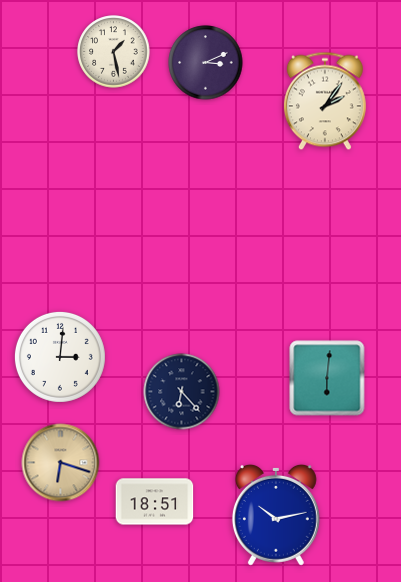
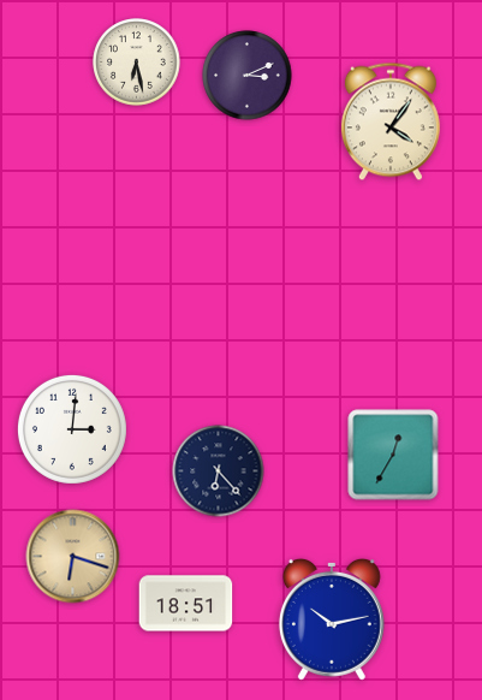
clock at (114, 52): 1:28 -> 6:28
clock at (325, 101): 2:06 -> 4:06
clock at (327, 378): 6:01 -> 12:35
